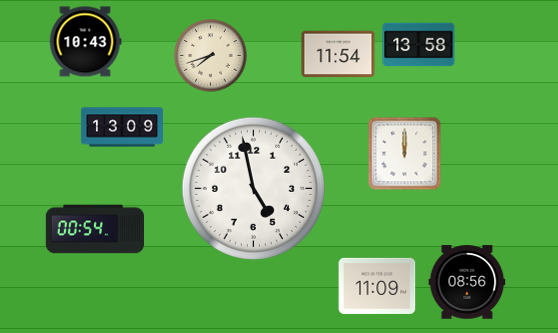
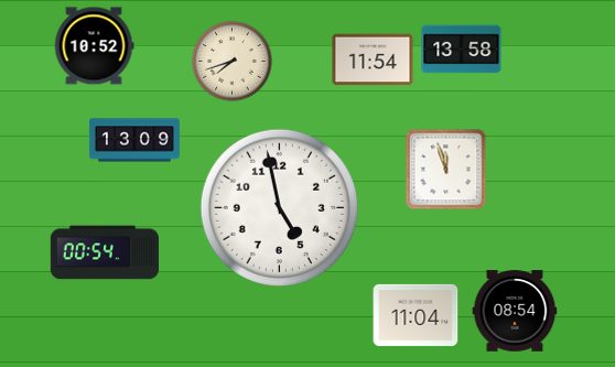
clock at (85, 42): 10:43 -> 10:52
clock at (405, 154): 12:00 -> 11:57
clock at (467, 282): 08:56 -> 08:54
clock at (377, 286): 11:09 -> 11:04
